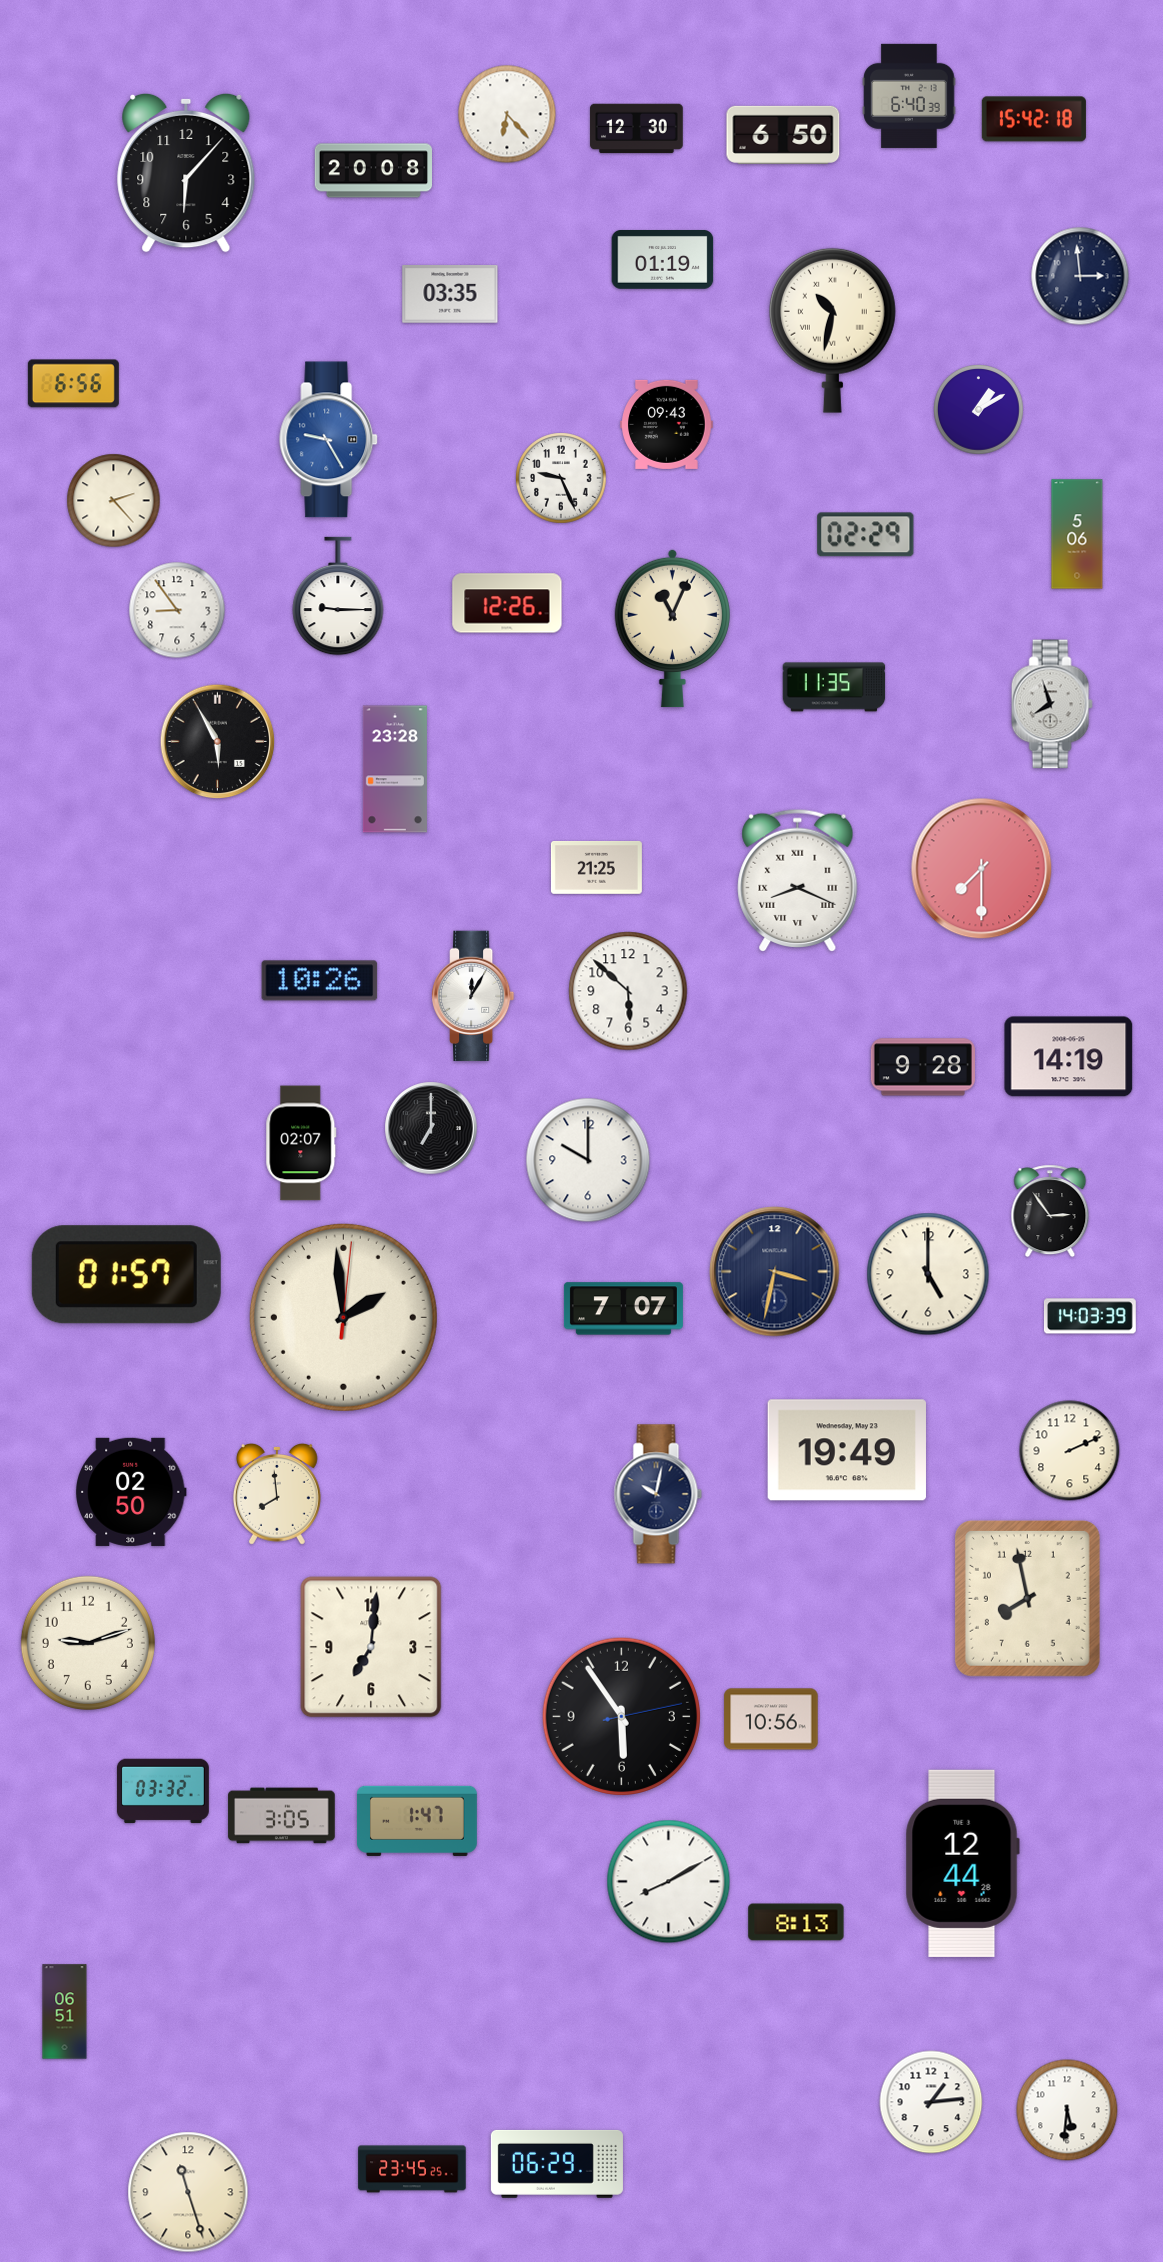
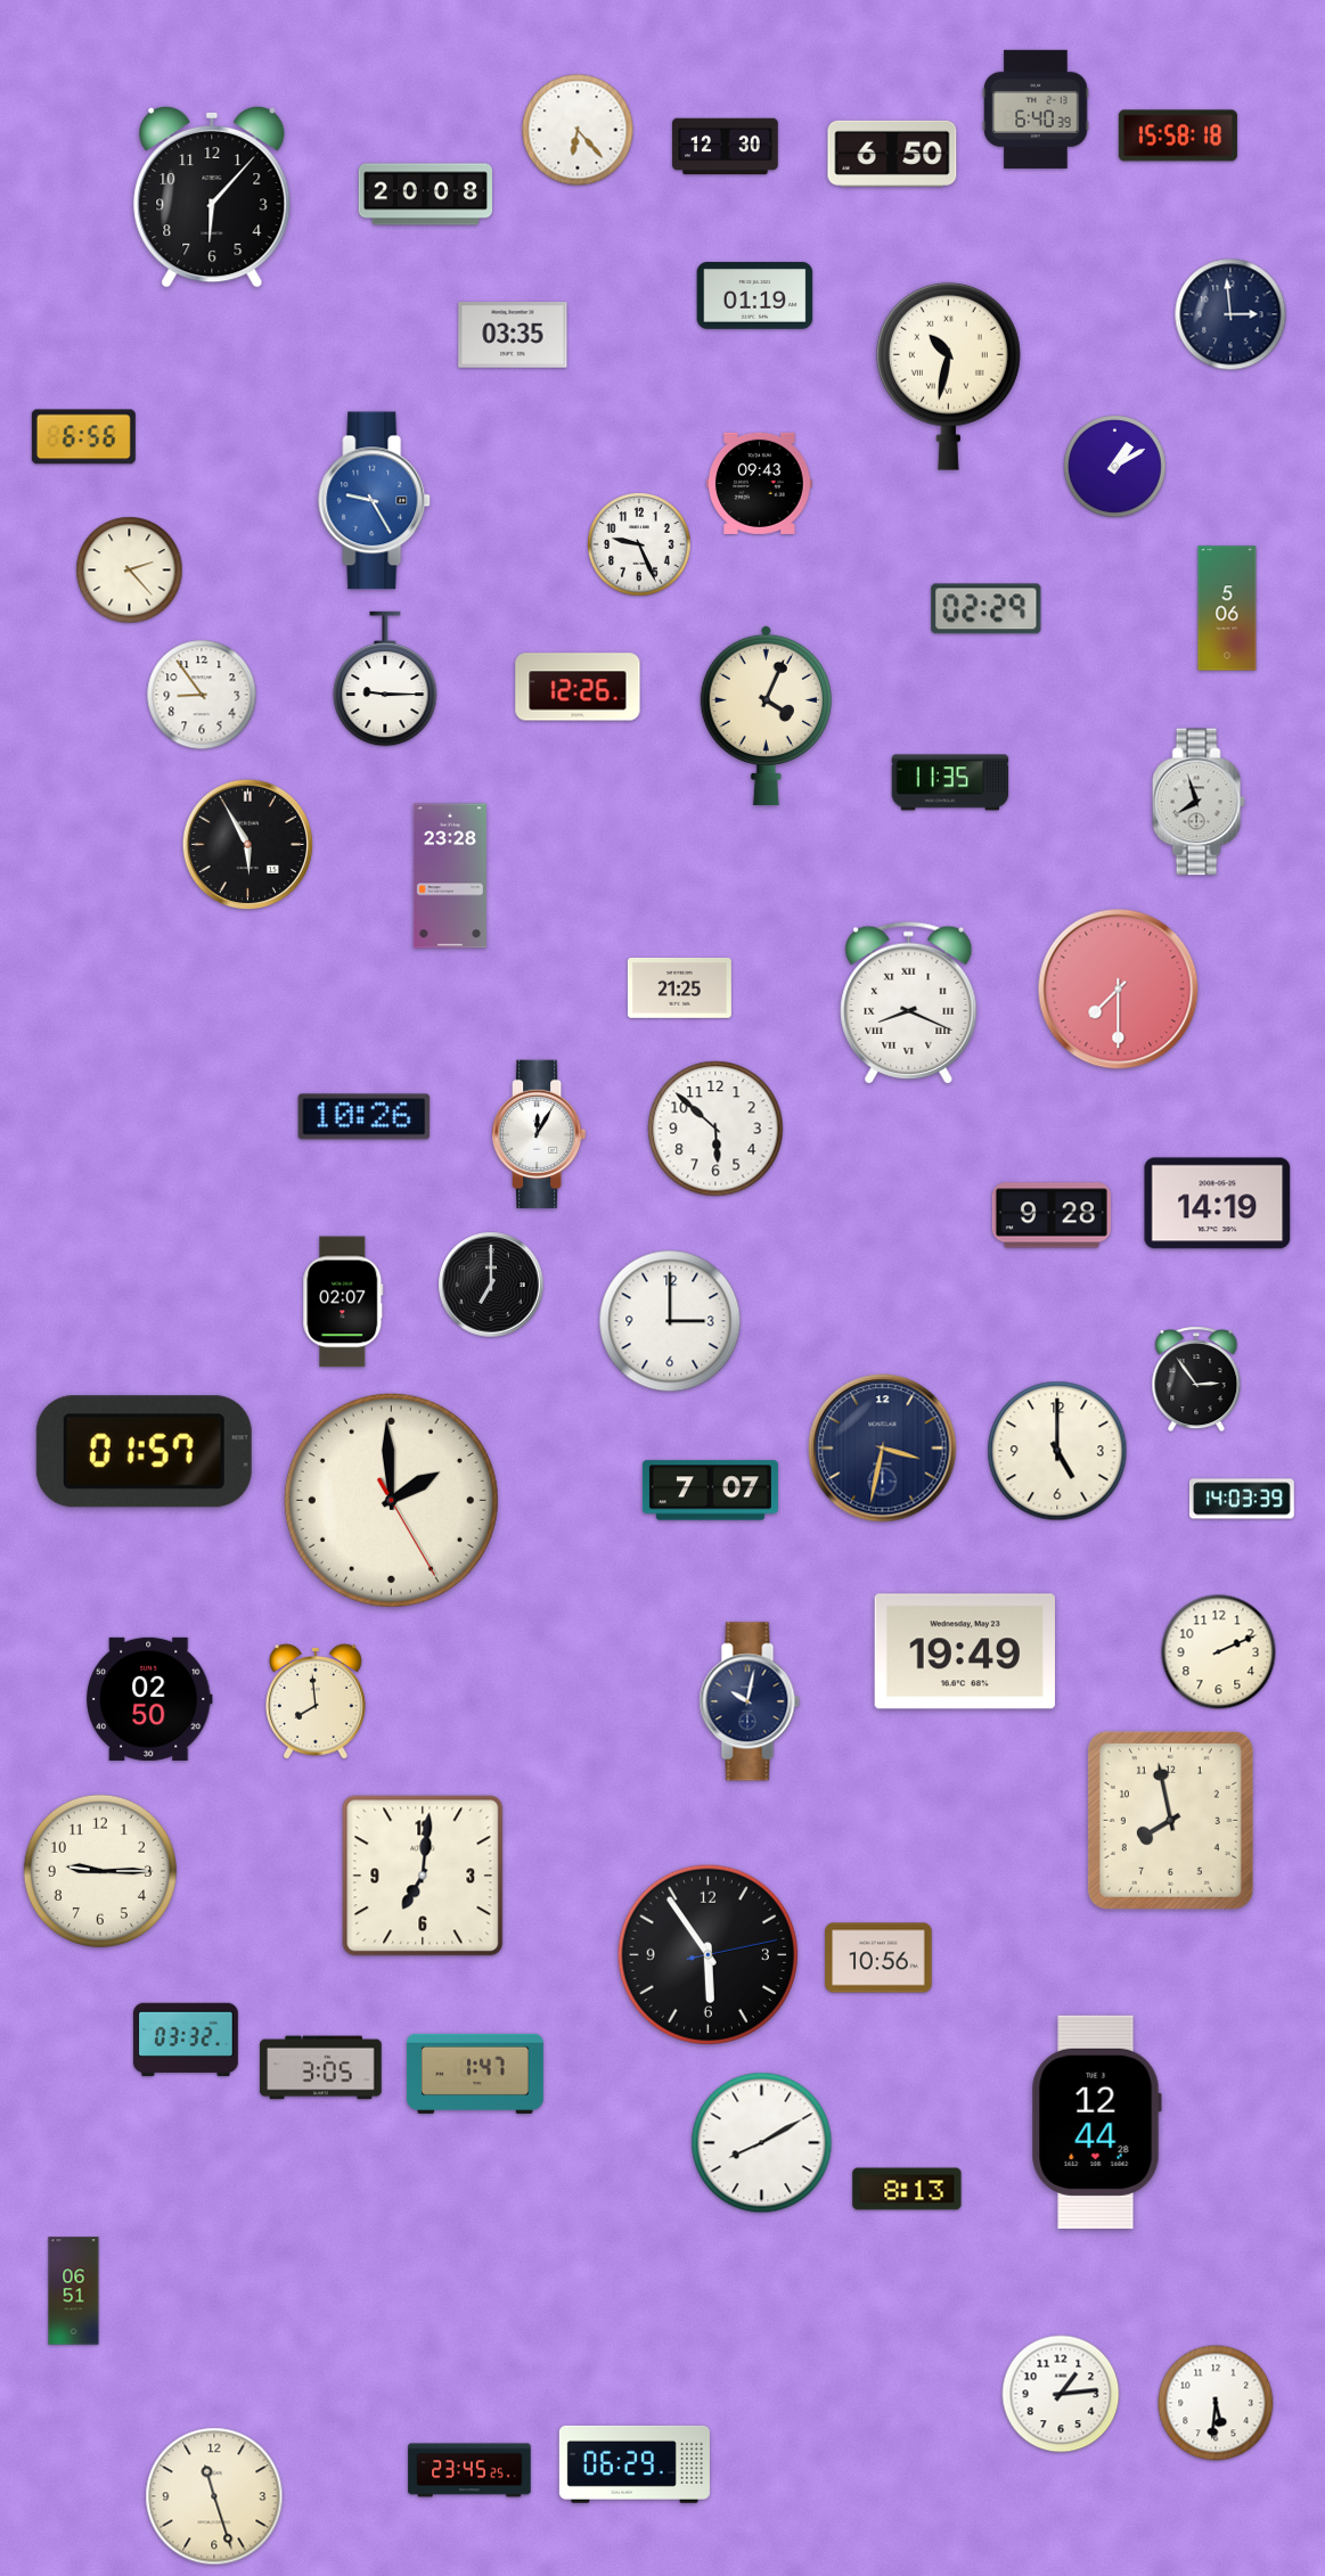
clock at (1034, 119): 15:42 -> 15:58
clock at (672, 628): 11:04 -> 4:04
clock at (588, 1160): 10:00 -> 3:00
clock at (343, 1317): 1:59:01 -> 1:59:25
clock at (88, 1643): 9:12 -> 9:15
